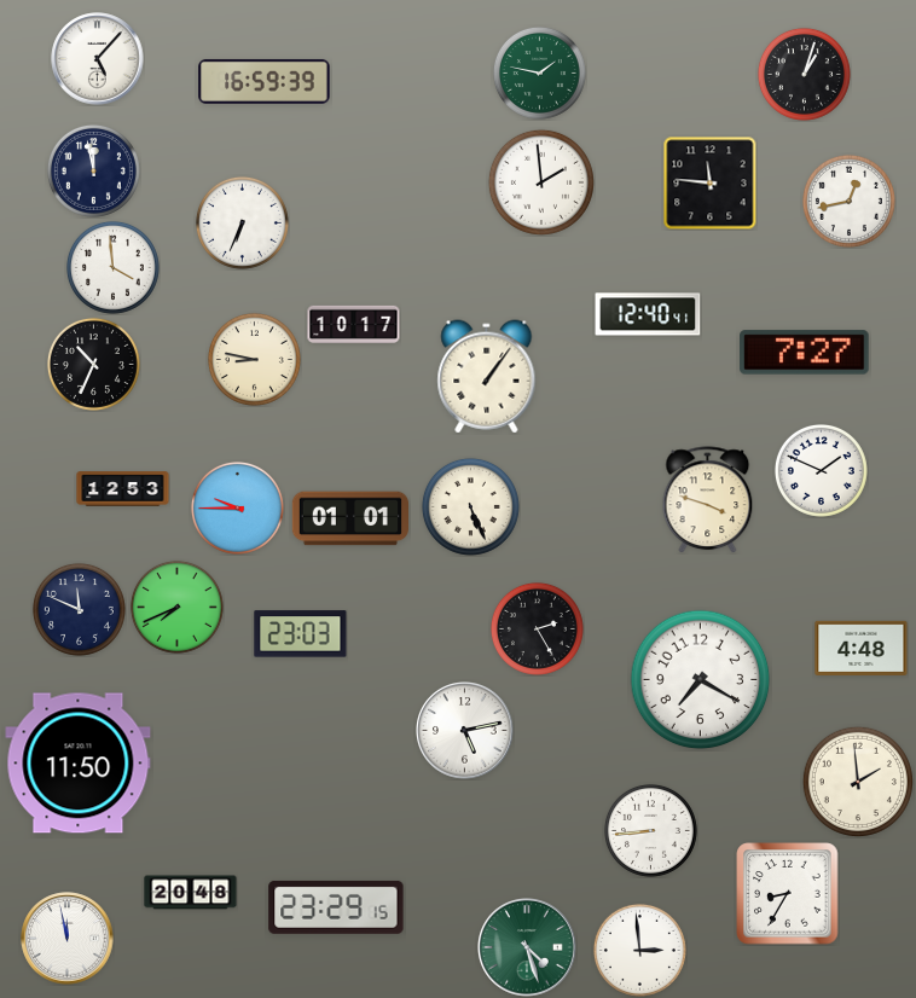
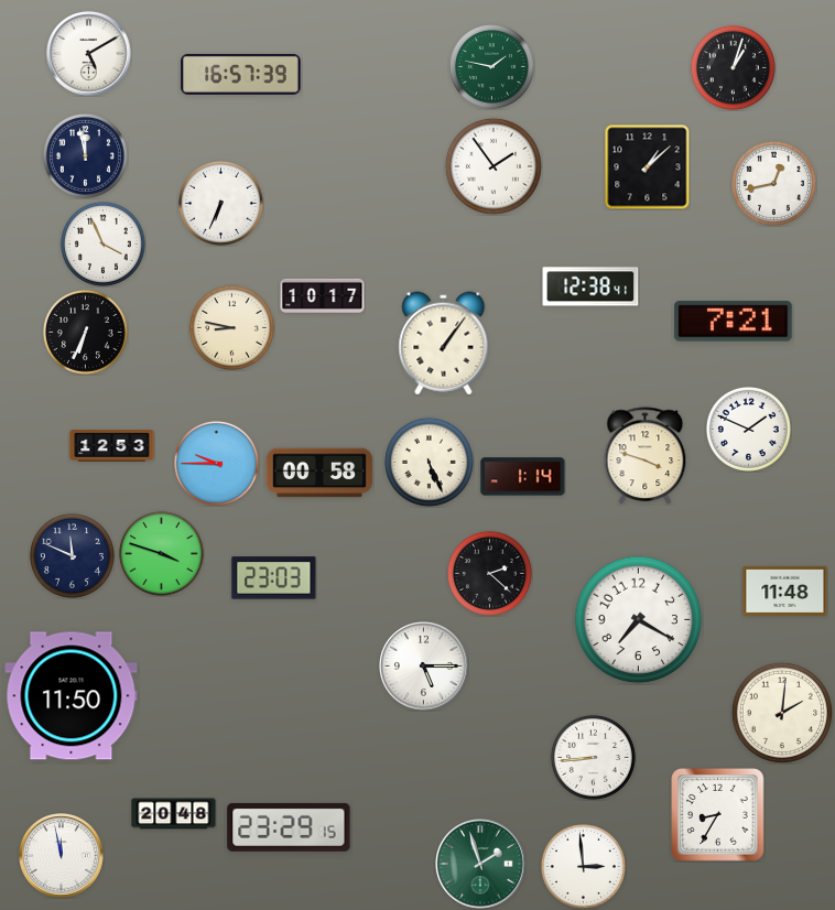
clock at (98, 59): 5:07 -> 5:10
clock at (265, 81): 16:59 -> 16:57
clock at (541, 182): 1:59 -> 1:54
clock at (709, 182): 11:46 -> 1:08
clock at (112, 267): 3:59 -> 3:56
clock at (648, 314): 12:40 -> 12:38
clock at (805, 353): 7:27 -> 7:21
clock at (93, 364): 10:34 -> 6:34
clock at (349, 518): 01:01 -> 00:58
clock at (523, 477): none -> 1:14
clock at (176, 607): 7:41 -> 3:48
clock at (537, 628): 2:25 -> 2:22
clock at (862, 648): 4:48 -> 11:48
clock at (465, 731): 5:13 -> 5:15
clock at (858, 782): 1:59 -> 2:01
clock at (336, 907) position: (336, 907) -> (289, 827)
clock at (528, 948): 4:27 -> 1:57
